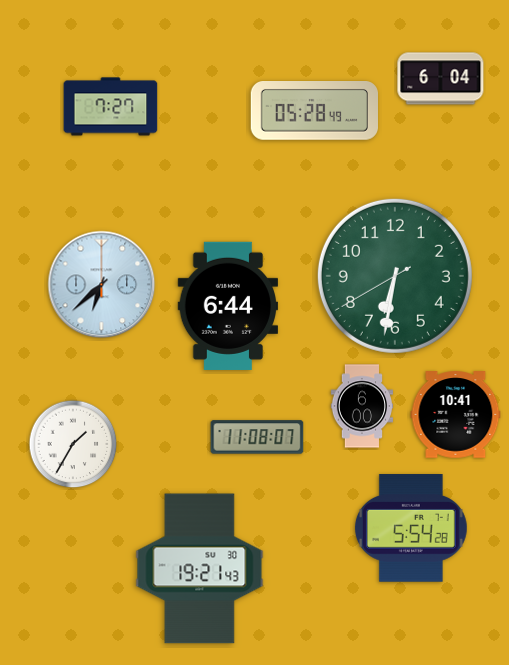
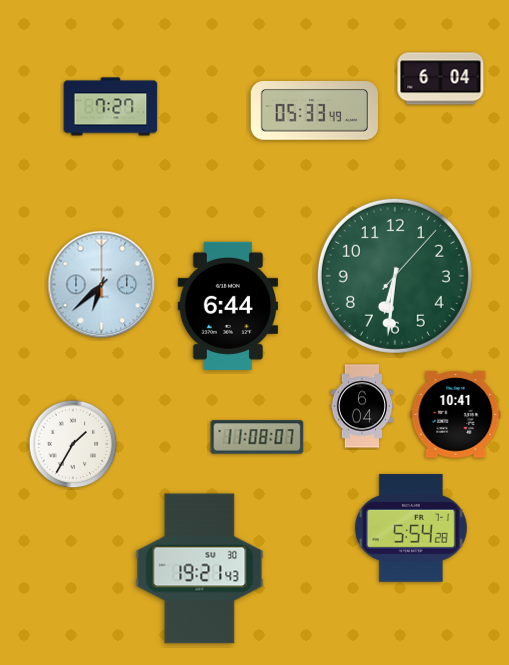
clock at (314, 111): 05:28 -> 05:33
clock at (395, 276): 6:31:40 -> 6:31:07
clock at (362, 406): 6:00 -> 6:04
